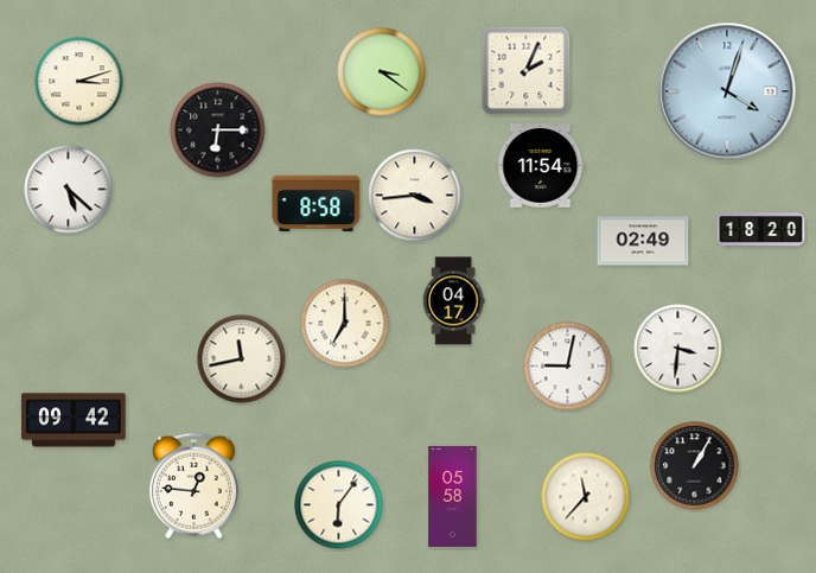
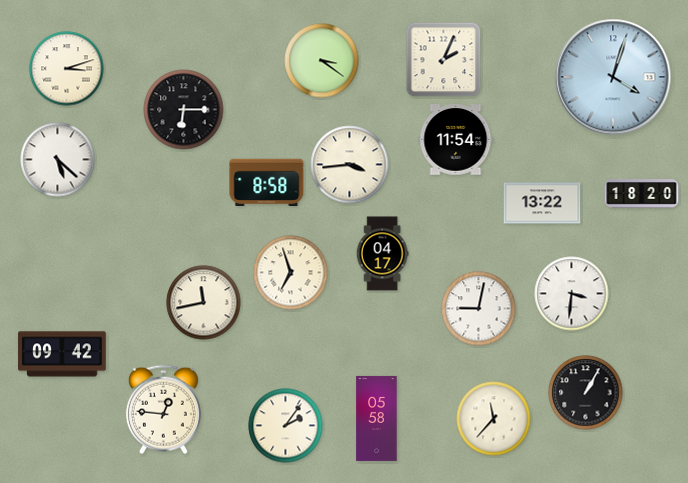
clock at (317, 204) position: (317, 204) -> (267, 183)
clock at (643, 241): 02:49 -> 13:22
clock at (345, 324): 7:00 -> 6:57
clock at (453, 496) position: (453, 496) -> (377, 418)
clock at (339, 505): 6:06 -> 2:06
